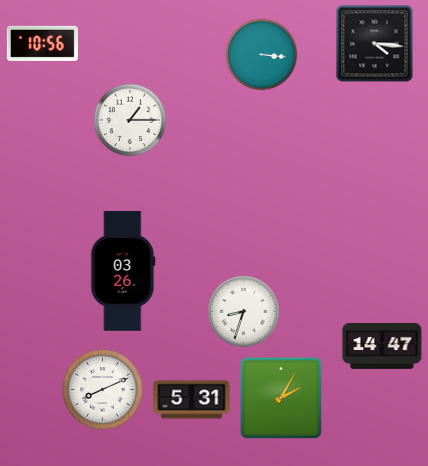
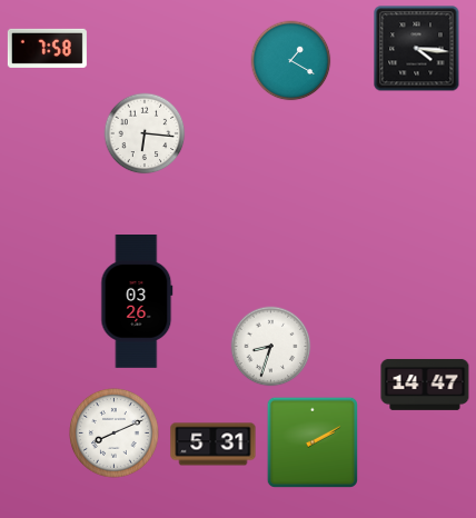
clock at (42, 43): 10:56 -> 7:58
clock at (262, 55): 3:16 -> 1:20
clock at (130, 120): 1:15 -> 6:16
clock at (280, 397): 2:05 -> 2:10
